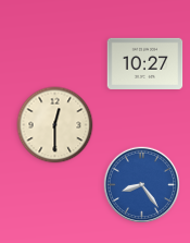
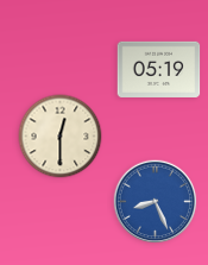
clock at (145, 63): 10:27 -> 05:19
clock at (142, 185): 8:24 -> 8:26
